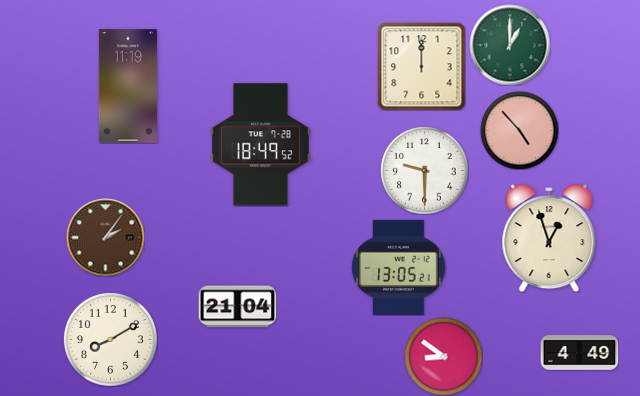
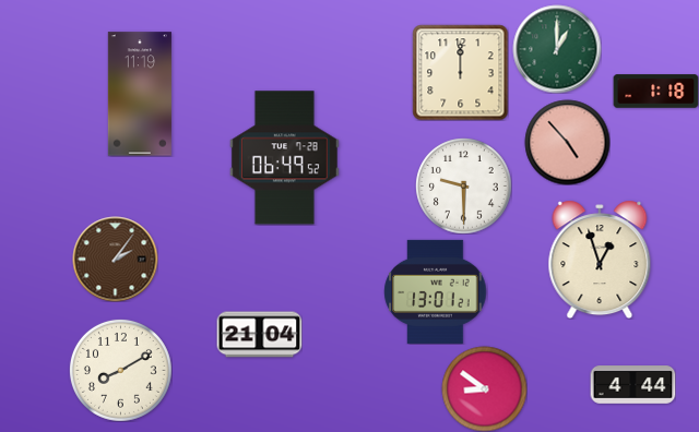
clock at (655, 92): none -> 1:18
clock at (260, 145): 18:49 -> 06:49
clock at (399, 267): 13:05 -> 13:01
clock at (579, 353): 4:49 -> 4:44
